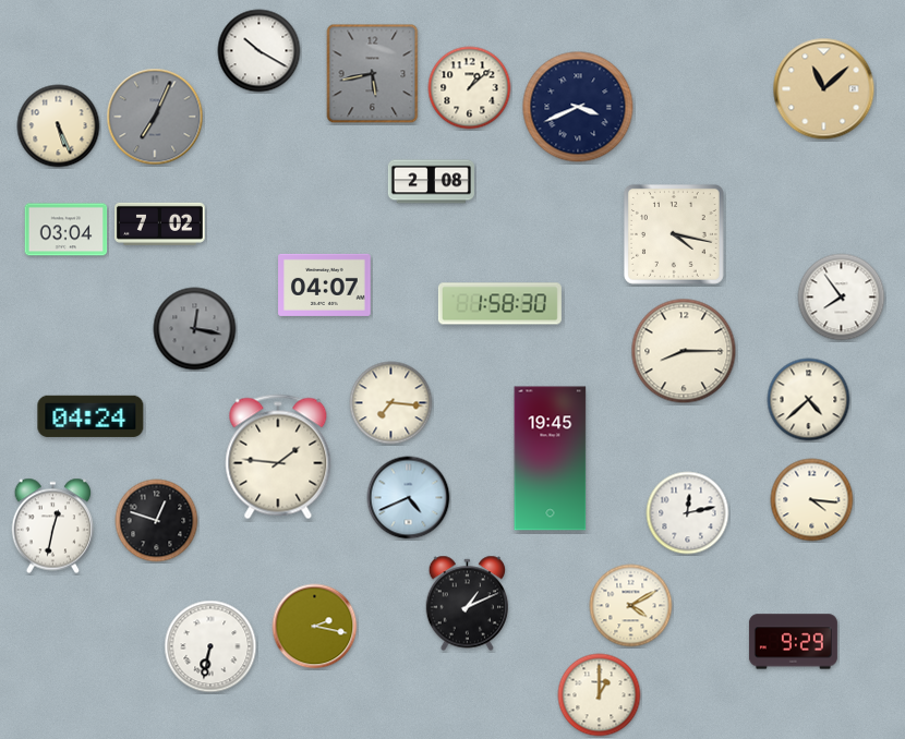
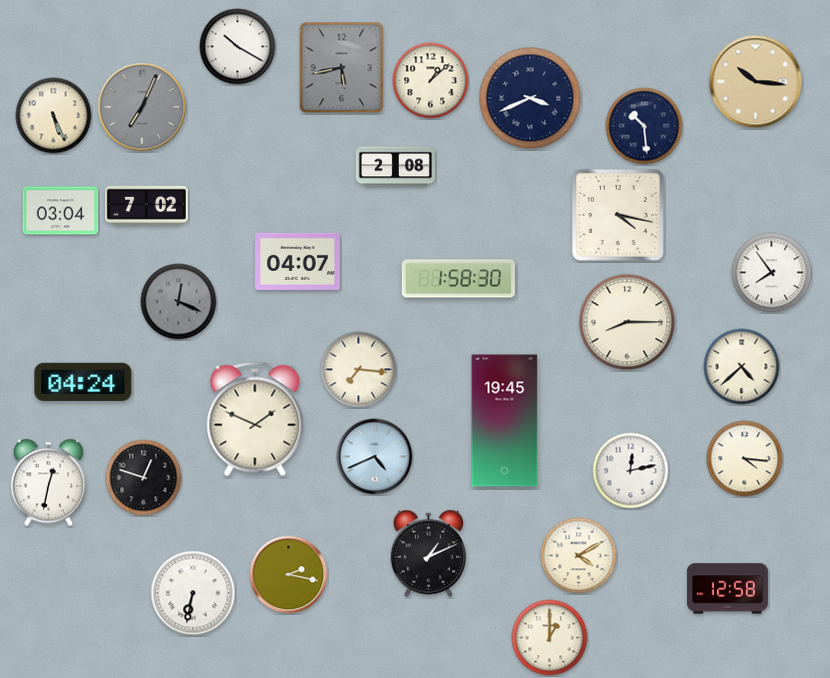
clock at (824, 89): 11:08 -> 10:16
clock at (644, 126): none -> 10:29
clock at (195, 329): 12:17 -> 12:19
clock at (278, 457): 1:46 -> 1:49
clock at (793, 642): 9:29 -> 12:58
